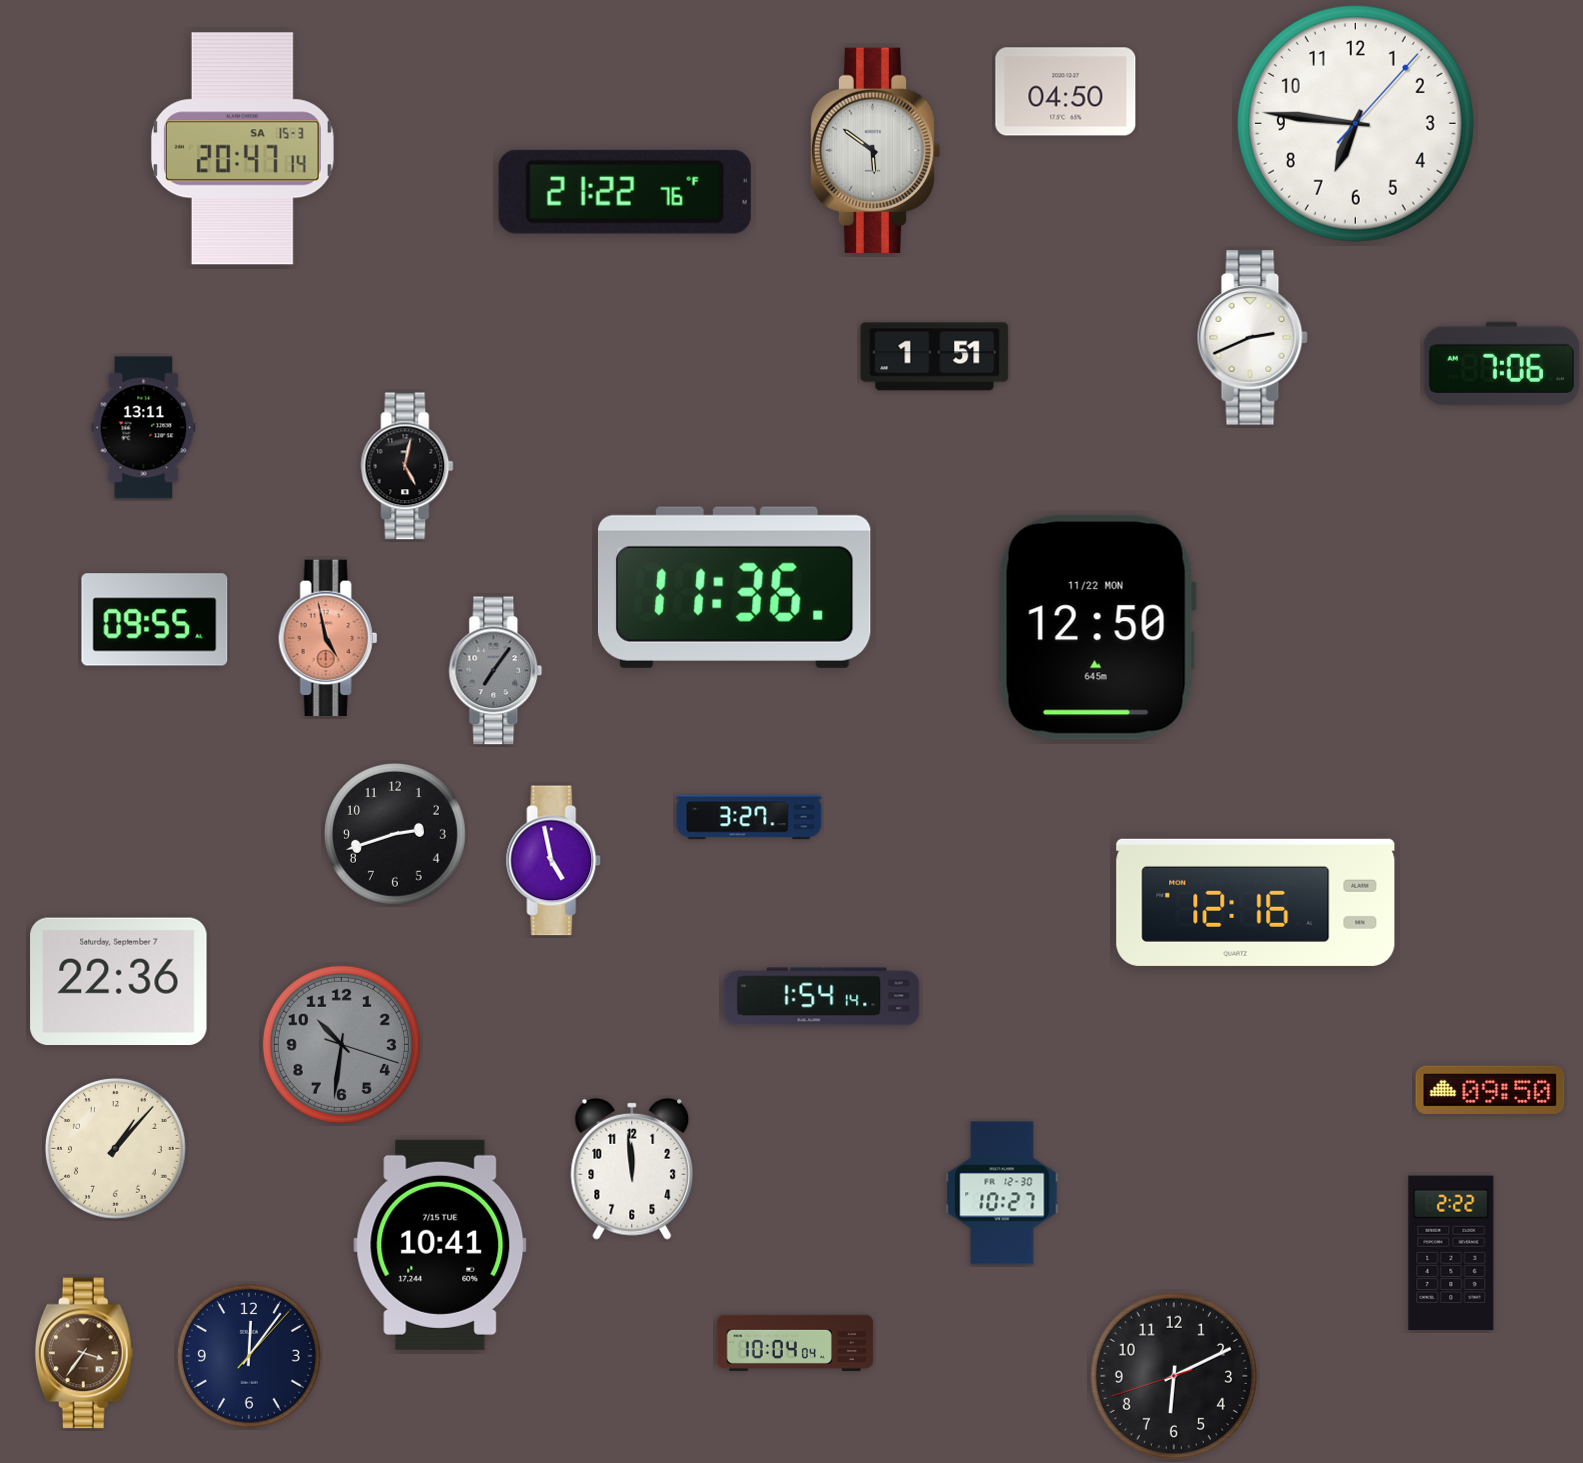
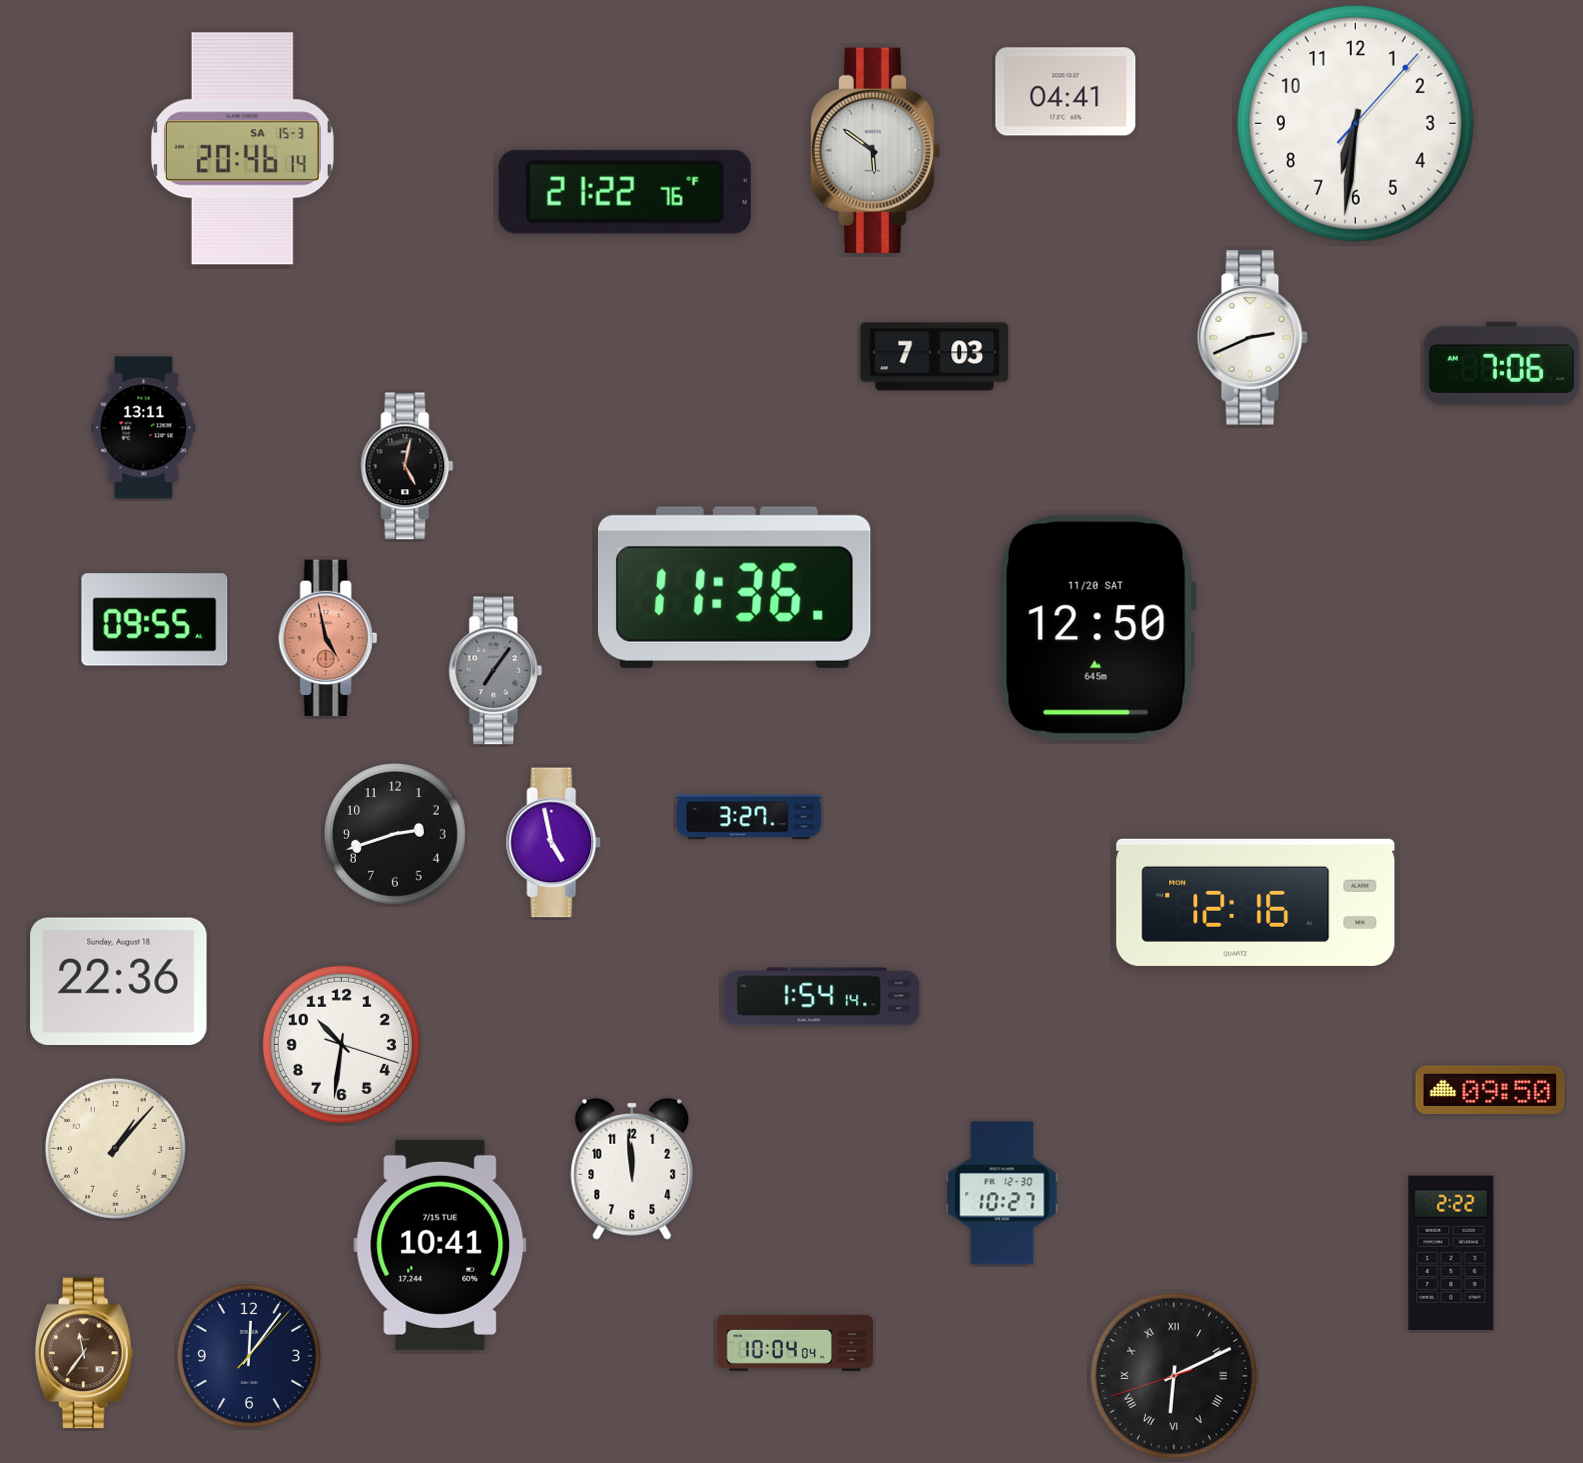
clock at (1066, 92): 04:50 -> 04:41
clock at (1355, 123): 6:46 -> 6:31
clock at (242, 149): 20:47 -> 20:46
clock at (935, 357): 1:51 -> 7:03
clock at (1097, 627) date: 11/22 MON -> 11/20 SAT
clock at (554, 861) position: (554, 861) -> (554, 843)
clock at (119, 982) date: Saturday, September 7 -> Sunday, August 18
clock at (341, 1044) dial: grey -> white
clock at (84, 1353): 3:36 -> 11:36
clock at (1174, 1376) numerals: Arabic -> Roman
